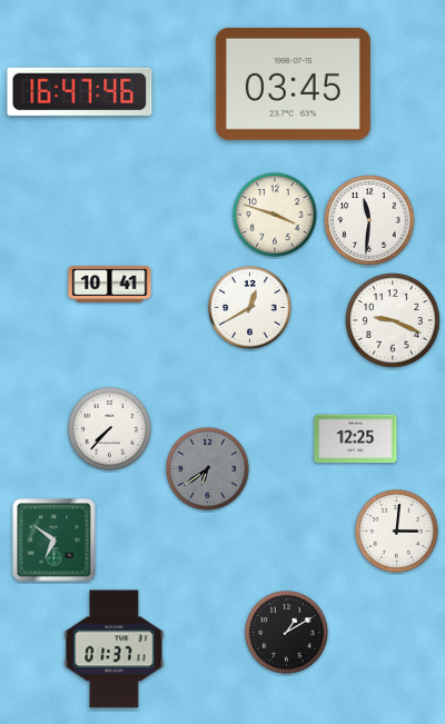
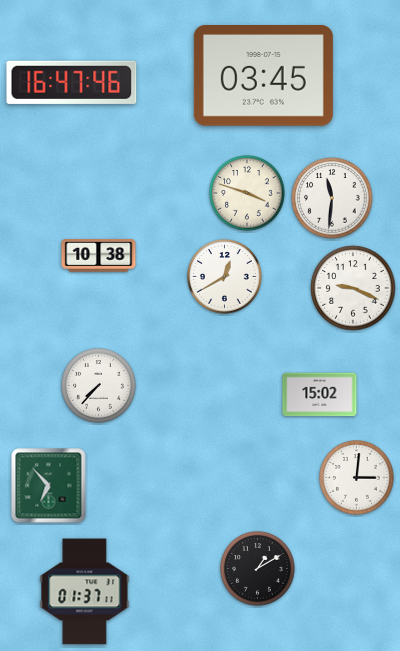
clock at (110, 285): 10:41 -> 10:38
clock at (356, 439): 12:25 -> 15:02
clock at (208, 469): 6:39 -> none
clock at (55, 540): 6:51 -> 6:53
clock at (115, 649) position: (115, 649) -> (85, 592)
